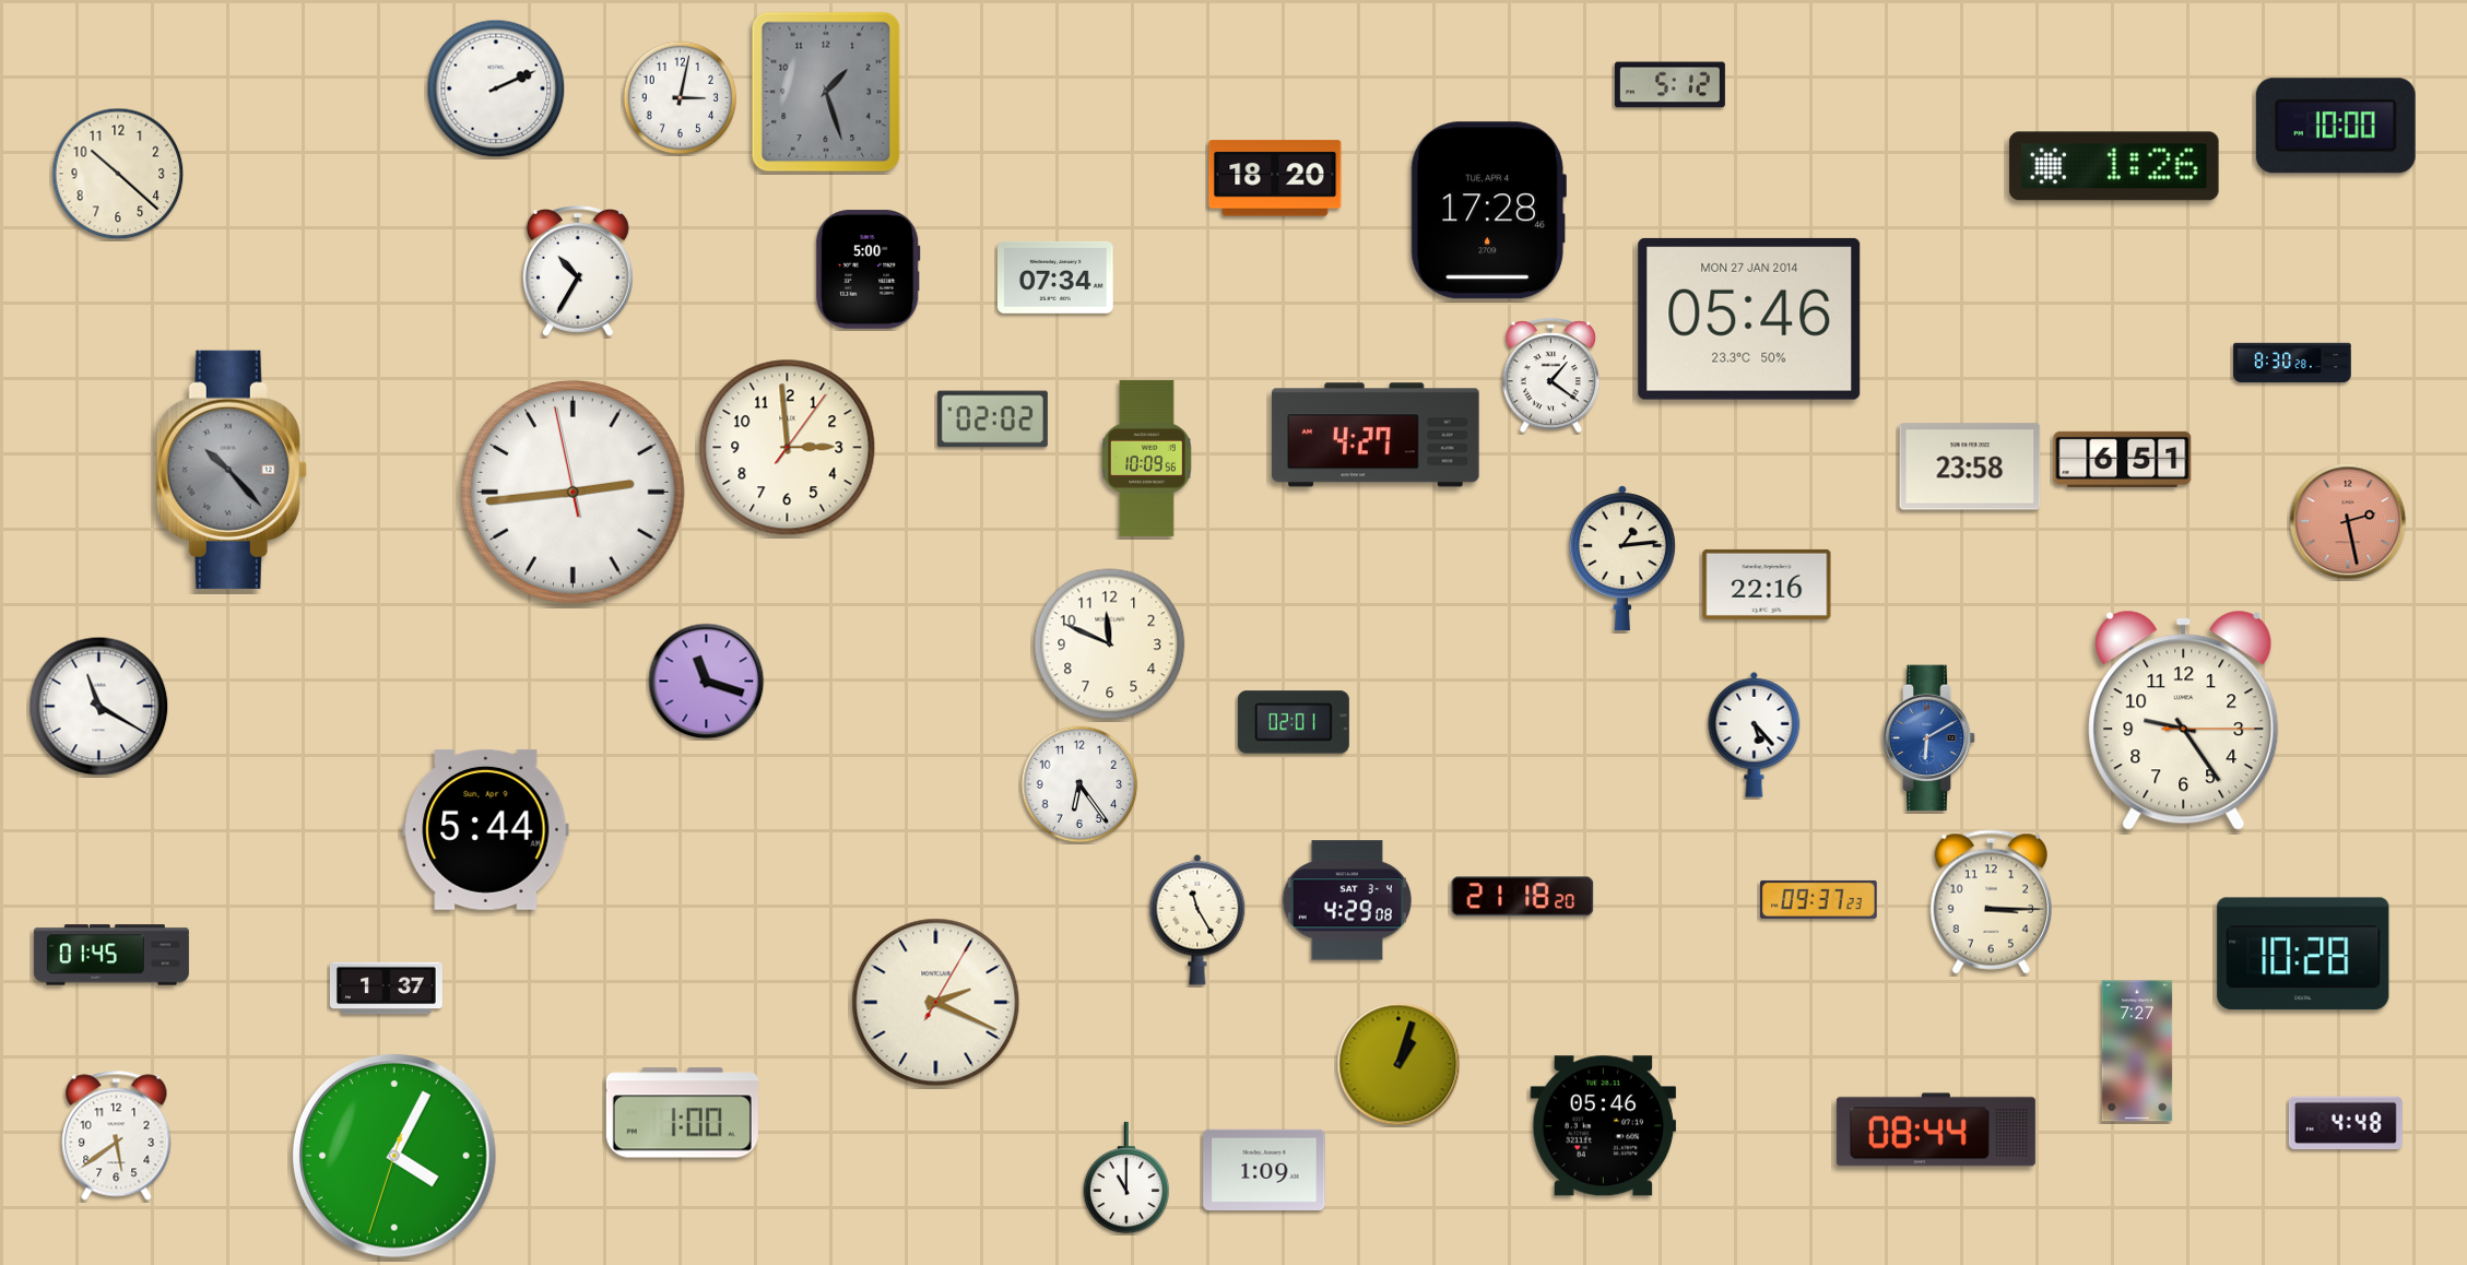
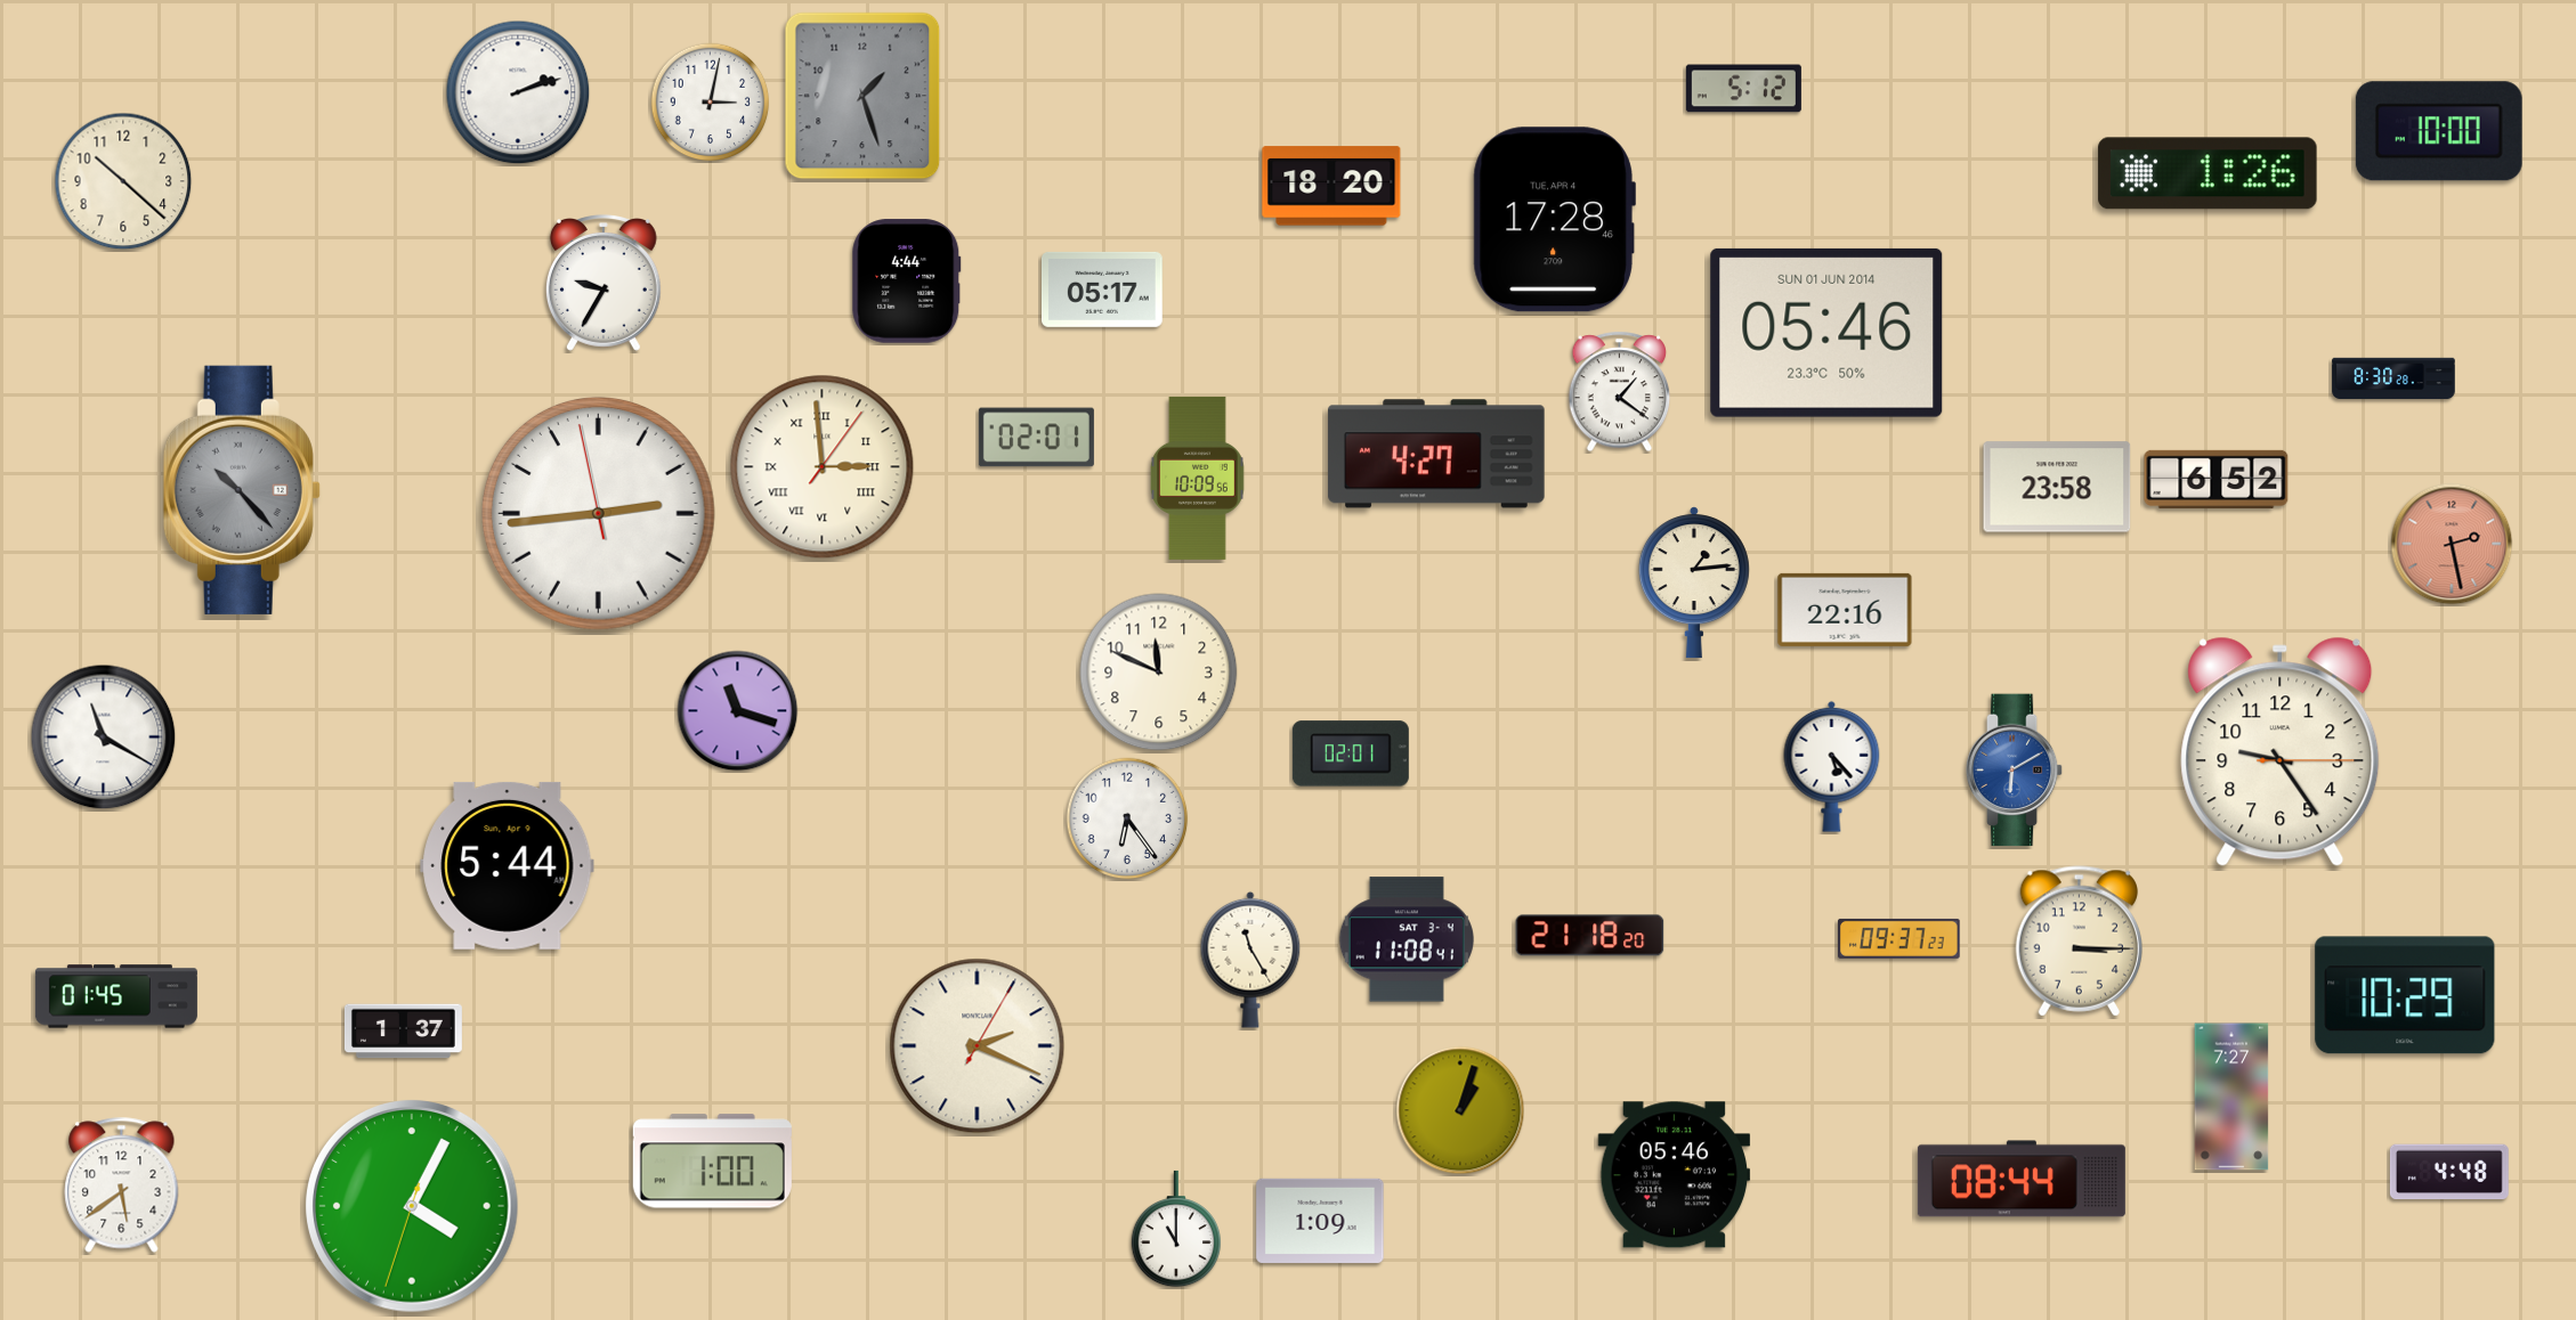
clock at (496, 88): 2:11 -> 2:12
clock at (869, 270): 5:00 -> 4:44
clock at (578, 272): 10:35 -> 9:35
clock at (1057, 277): 07:34 -> 05:17
clock at (1749, 319) date: MON 27 JAN 2014 -> SUN 01 JUN 2014
clock at (992, 419): 02:02 -> 02:01
clock at (788, 448) numerals: Arabic -> Roman
clock at (2123, 459): 6:51 -> 6:52
clock at (1347, 900): 4:29 -> 11:08
clock at (2303, 954): 10:28 -> 10:29
